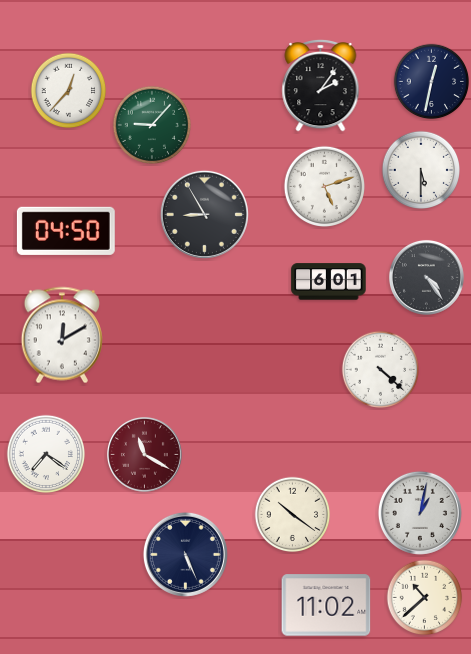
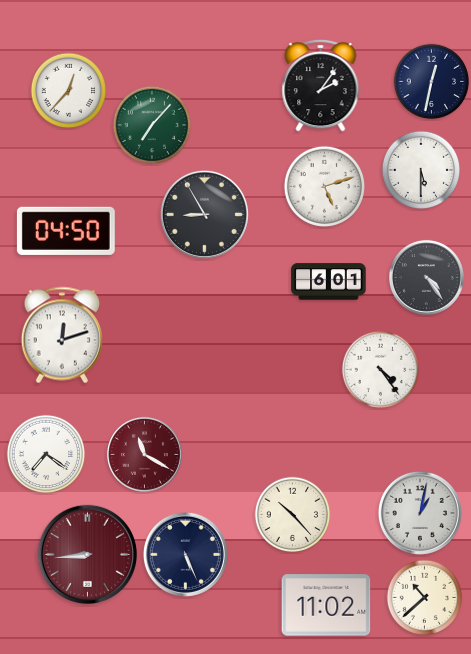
clock at (151, 124): 9:07 -> 7:07
clock at (62, 335): 12:10 -> 12:12
clock at (380, 369): 4:22 -> 4:24
clock at (293, 515): 10:21 -> 10:23
clock at (87, 554): none -> 8:44
